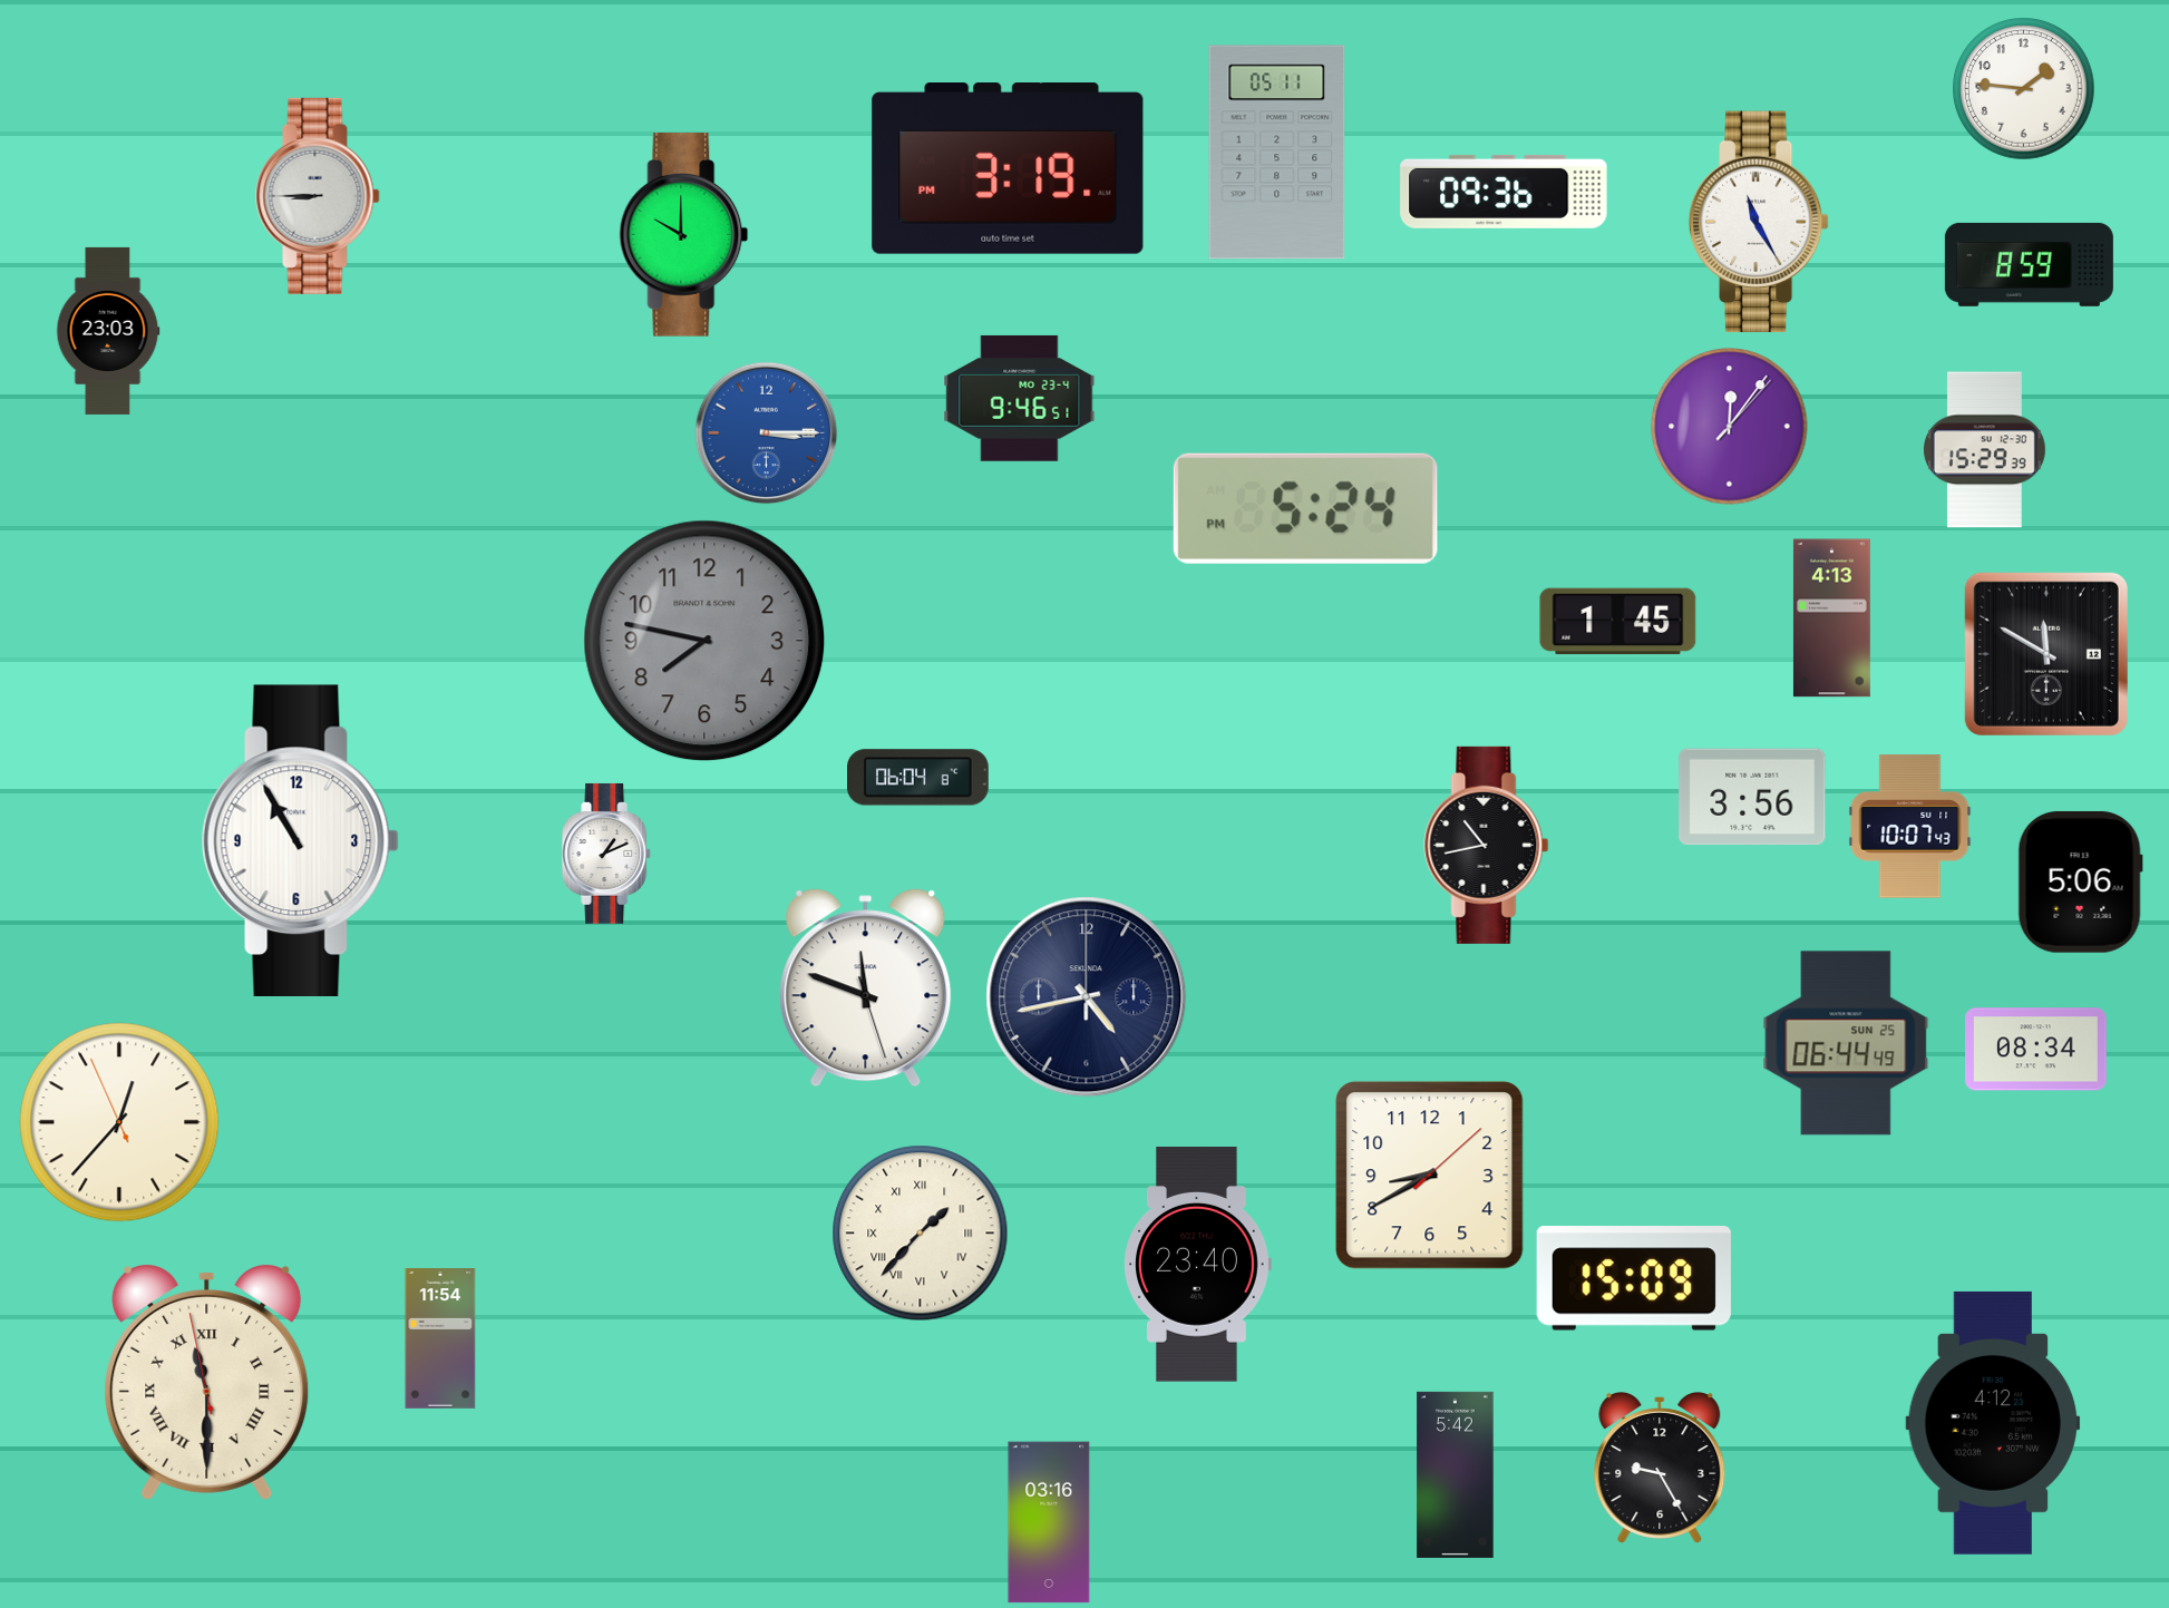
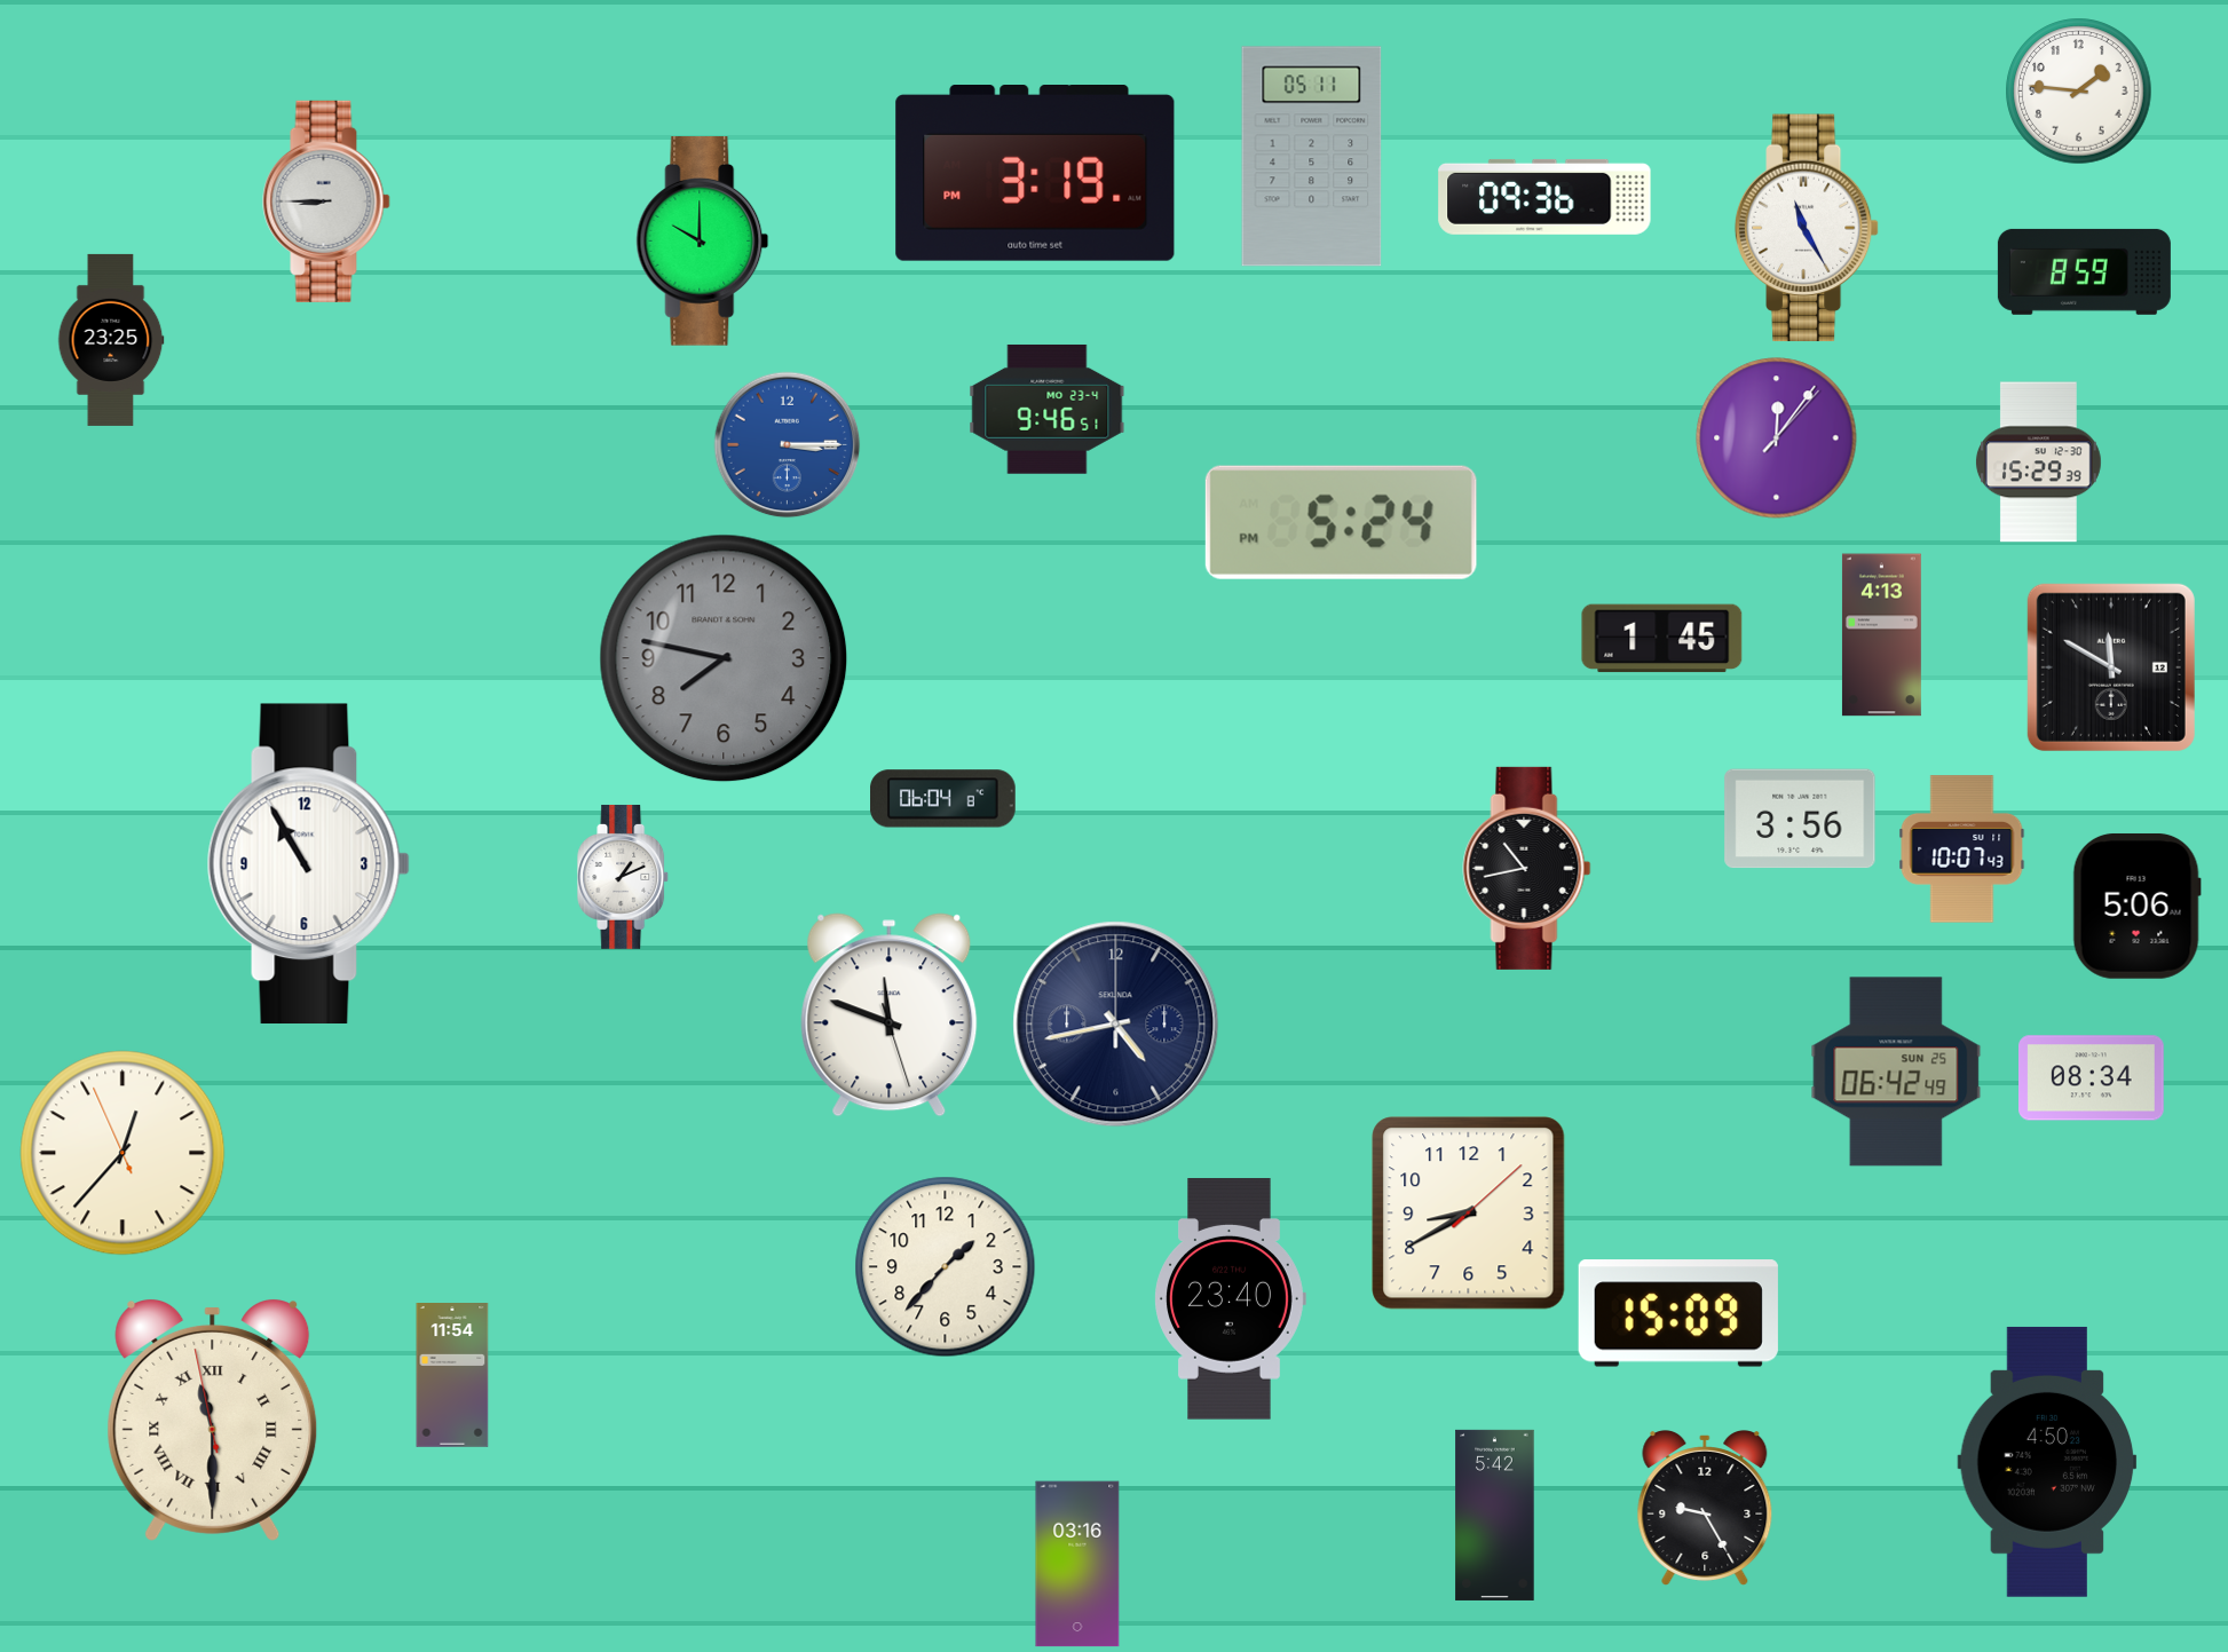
clock at (108, 331): 23:03 -> 23:25
clock at (2046, 654) position: (2046, 654) -> (2111, 667)
clock at (1846, 1043): 06:44 -> 06:42
clock at (1430, 1176) position: (1430, 1176) -> (1469, 1214)
clock at (921, 1234) numerals: Roman -> Arabic
clock at (1993, 1423): 4:12 -> 4:50
